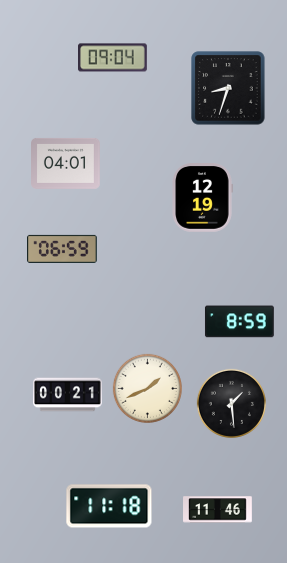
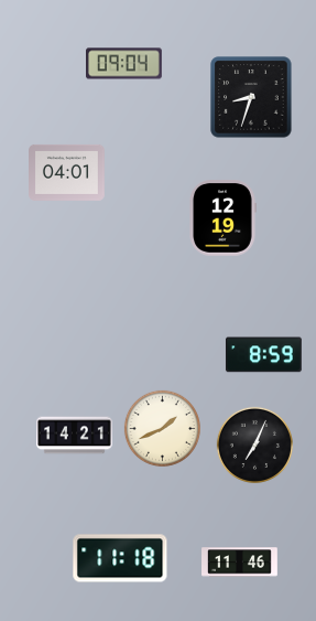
clock at (66, 163) position: (66, 163) -> (67, 172)
clock at (62, 249): 06:59 -> none
clock at (68, 395): 00:21 -> 14:21
clock at (231, 403): 1:29 -> 7:04
